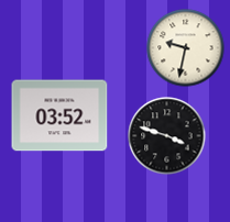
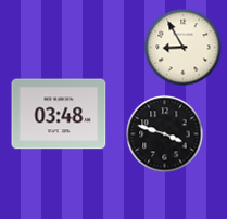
clock at (186, 48): 9:32 -> 8:55
clock at (59, 115): 03:52 -> 03:48
